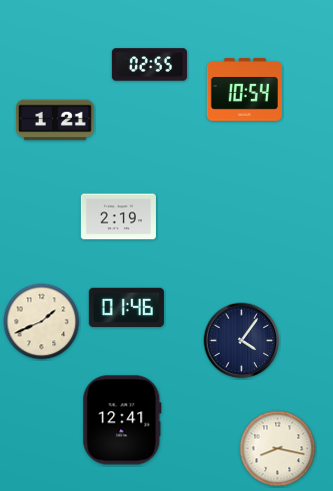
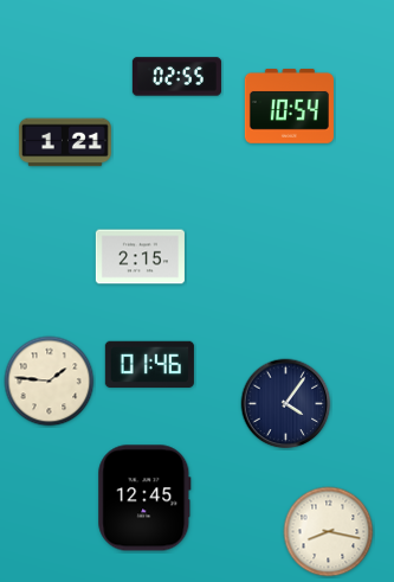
clock at (118, 217): 2:19 -> 2:15
clock at (42, 322): 1:41 -> 1:46
clock at (122, 420): 12:41 -> 12:45
